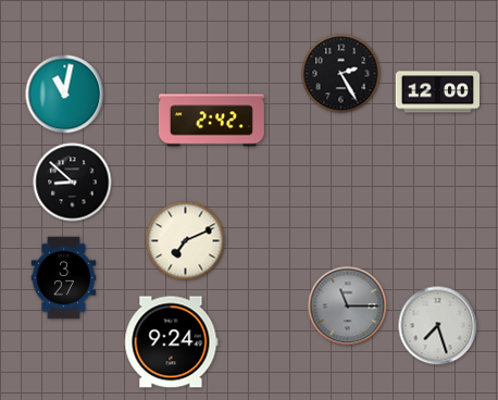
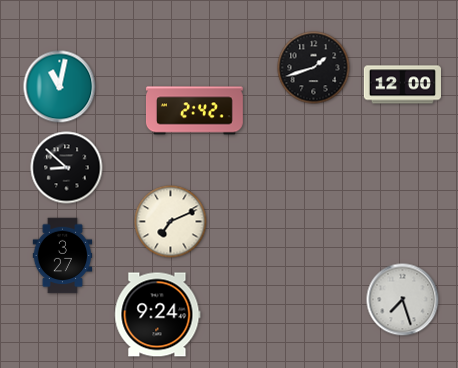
clock at (341, 74): 2:25 -> 1:42
clock at (64, 278) position: (64, 278) -> (63, 256)
clock at (348, 307): 11:15 -> none
